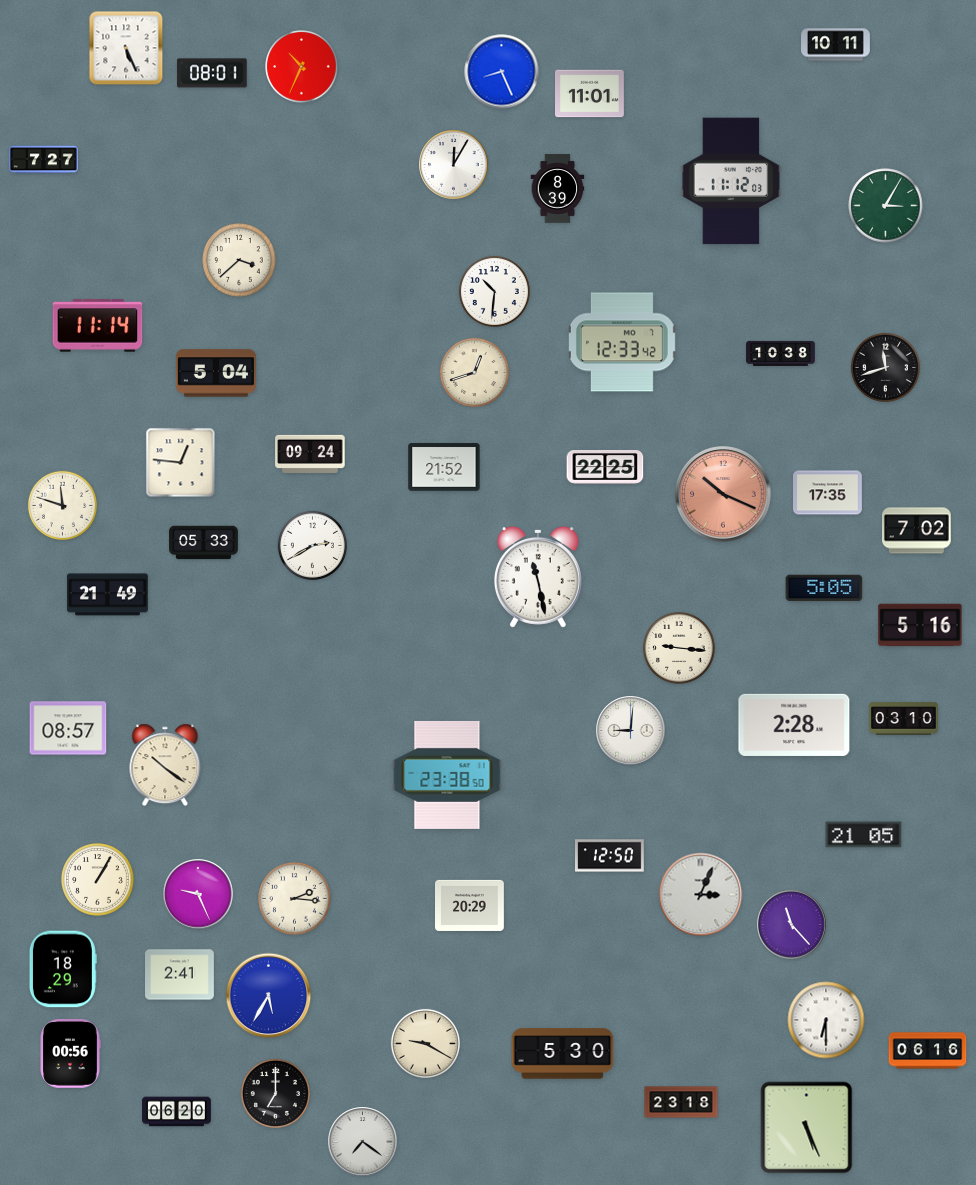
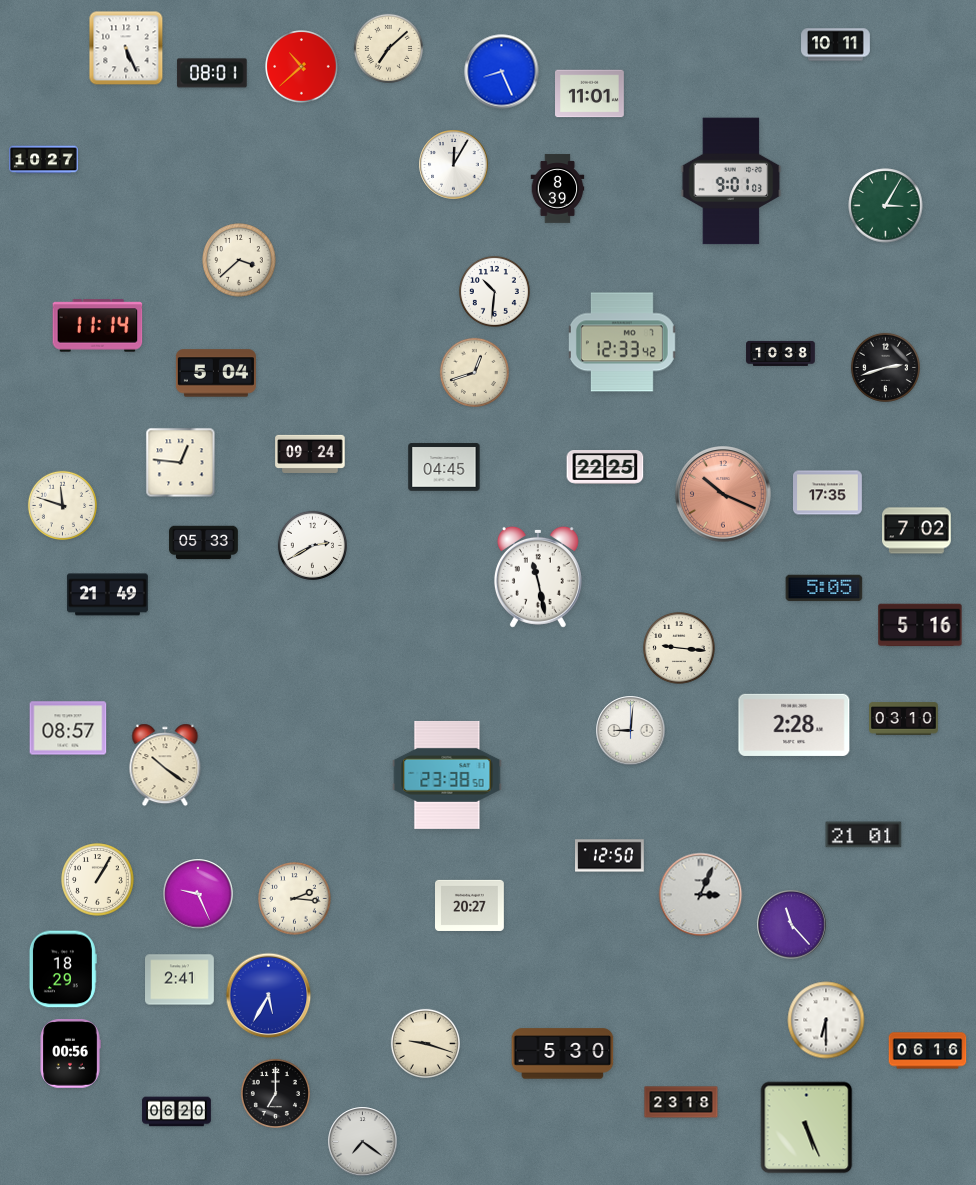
clock at (388, 48): none -> 7:08
clock at (302, 67): 10:34 -> 10:38
clock at (44, 160): 7:27 -> 10:27
clock at (731, 181): 11:12 -> 9:01
clock at (885, 367): 11:42 -> 2:42
clock at (444, 467): 21:52 -> 04:45
clock at (864, 835): 21:05 -> 21:01
clock at (470, 905): 20:29 -> 20:27
clock at (180, 975) position: (180, 975) -> (180, 980)
clock at (425, 1043): 9:20 -> 9:18
